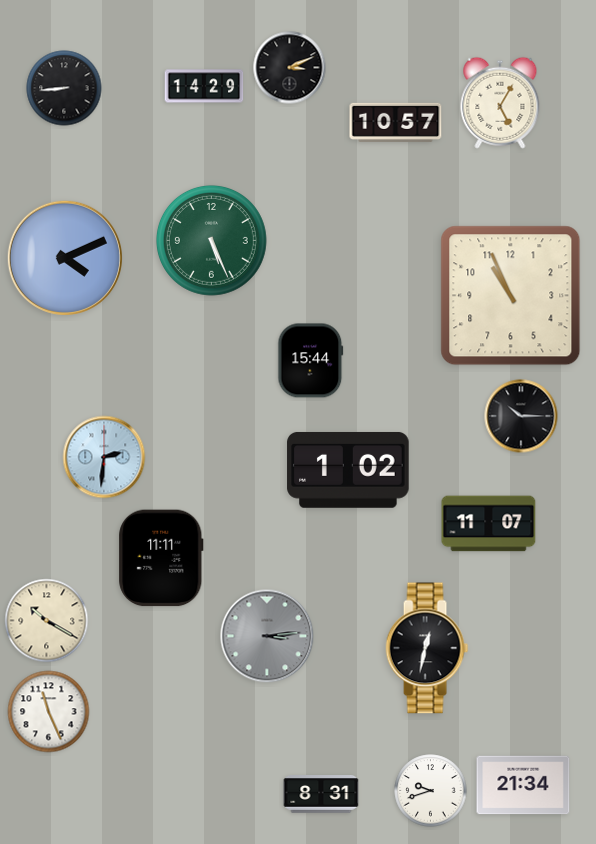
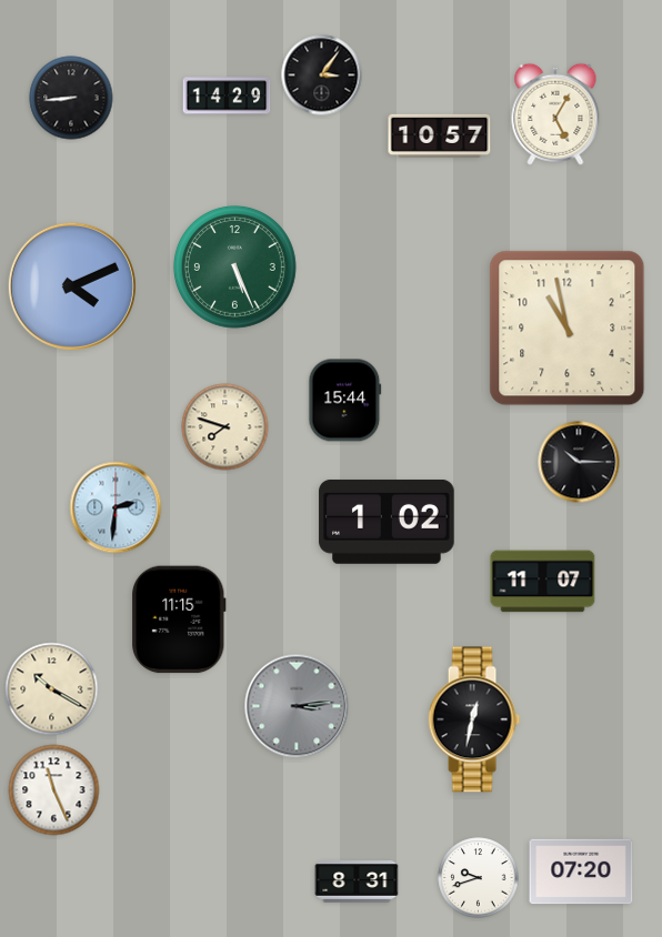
clock at (290, 68): 3:11 -> 3:06
clock at (511, 296): 10:56 -> 10:58
clock at (225, 427): none -> 7:48
clock at (161, 558): 11:11 -> 11:15
clock at (523, 785): 21:34 -> 07:20
